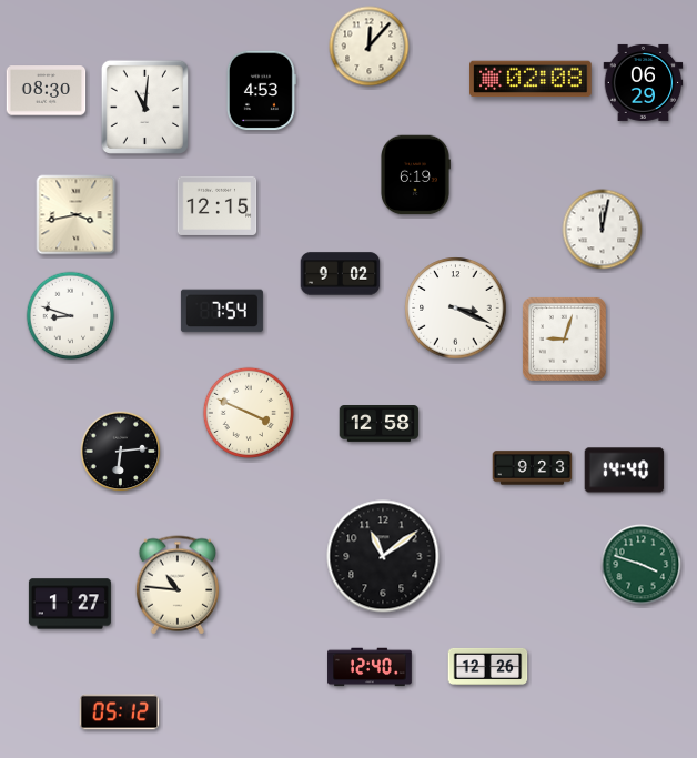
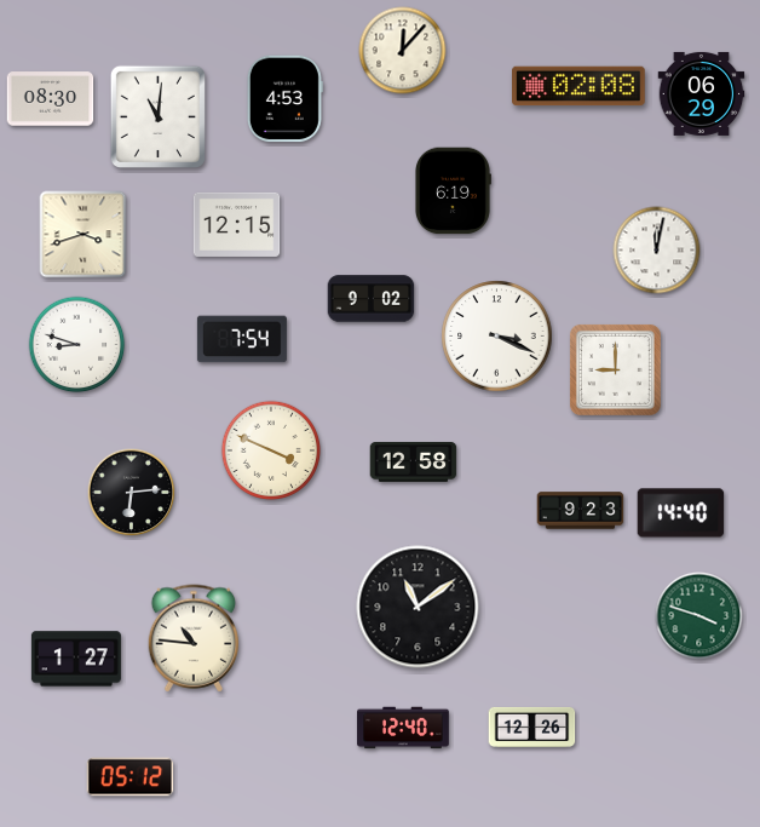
clock at (644, 82) position: (644, 82) -> (702, 93)
clock at (77, 215): 3:43 -> 3:42
clock at (564, 338): 9:03 -> 9:00
